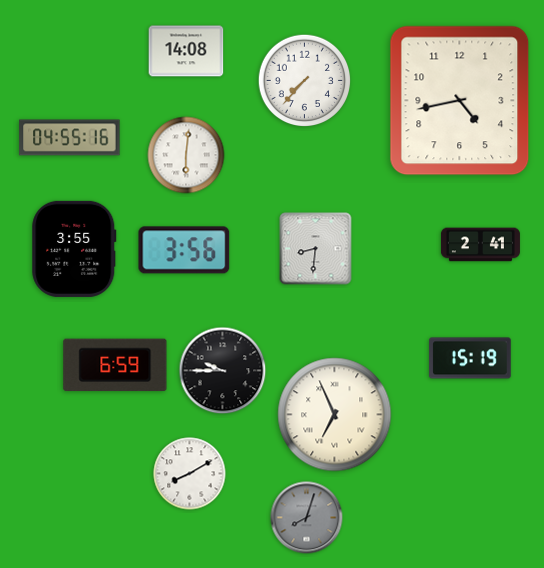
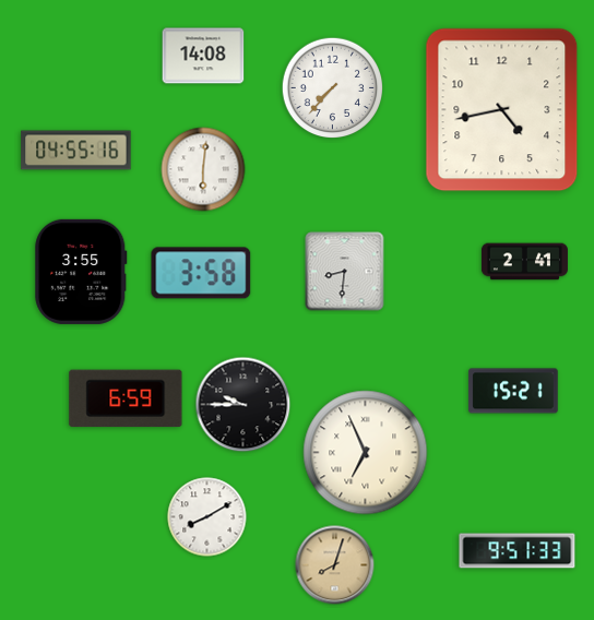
clock at (480, 245) position: (480, 245) -> (524, 262)
clock at (184, 250): 3:56 -> 3:58
clock at (470, 358): 15:19 -> 15:21
clock at (518, 551): none -> 9:51
clock at (307, 518) dial: grey -> champagne
